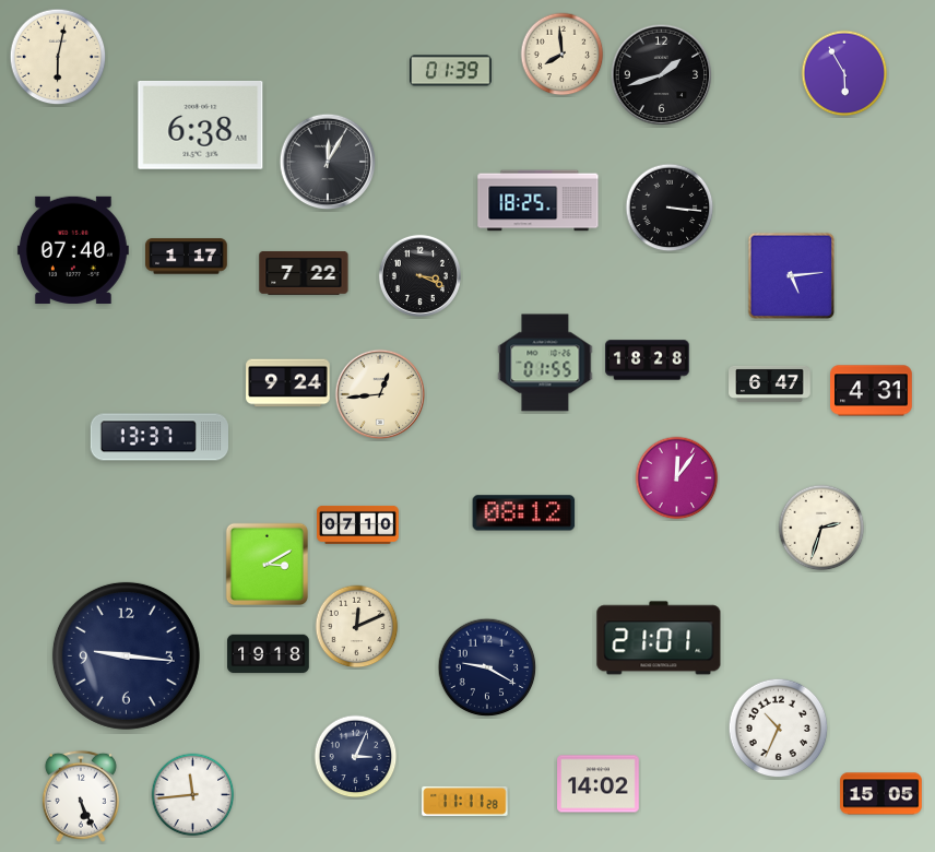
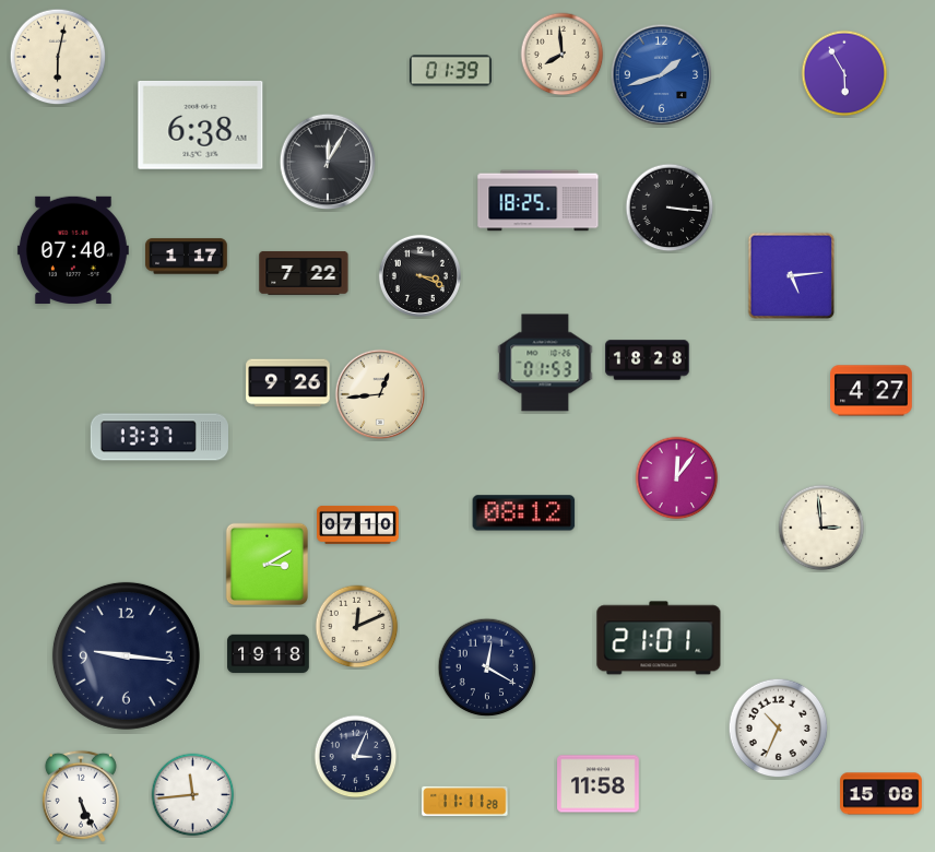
clock at (662, 75) dial: black -> blue
clock at (545, 363): 01:55 -> 01:53
clock at (288, 383): 9:24 -> 9:26
clock at (770, 383): 6:47 -> none
clock at (872, 391): 4:31 -> 4:27
clock at (821, 528): 2:33 -> 2:59
clock at (487, 667): 9:20 -> 12:20
clock at (599, 784): 14:02 -> 11:58
clock at (881, 794): 15:05 -> 15:08
